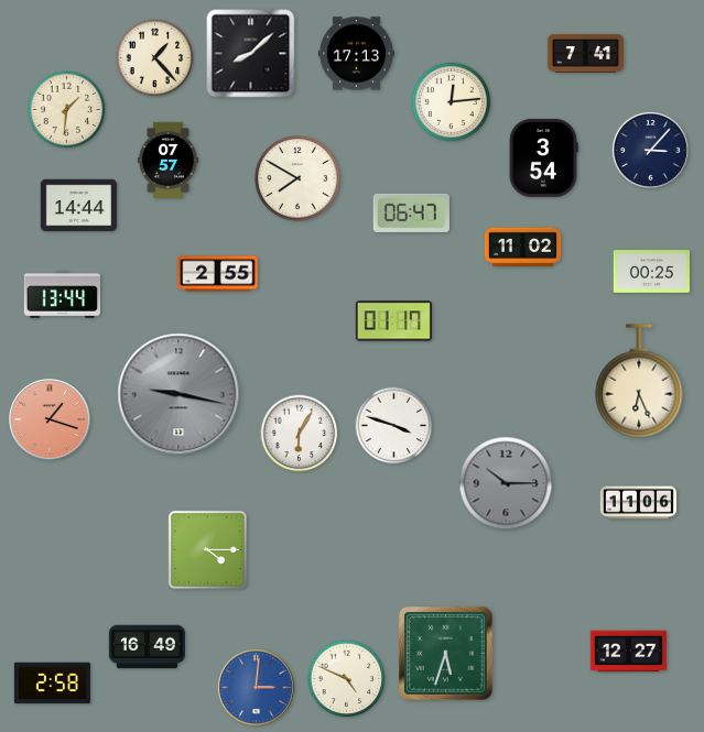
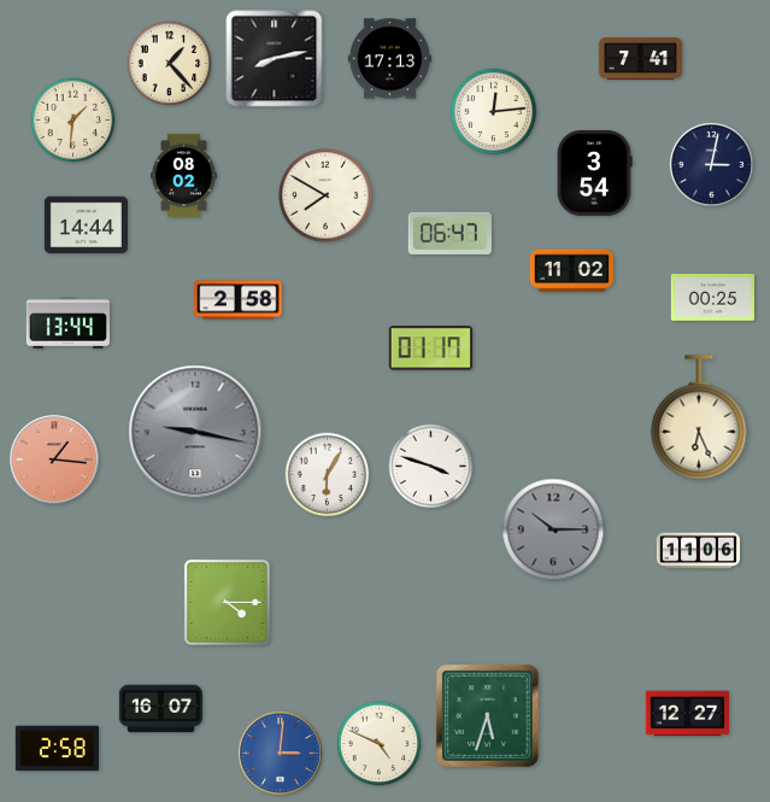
clock at (251, 54): 8:08 -> 8:13
clock at (650, 150): 3:07 -> 3:02
clock at (167, 160): 07:57 -> 08:02
clock at (218, 274): 2:55 -> 2:58
clock at (393, 321) position: (393, 321) -> (430, 349)
clock at (50, 419): 1:18 -> 1:16
clock at (147, 647): 16:49 -> 16:07
